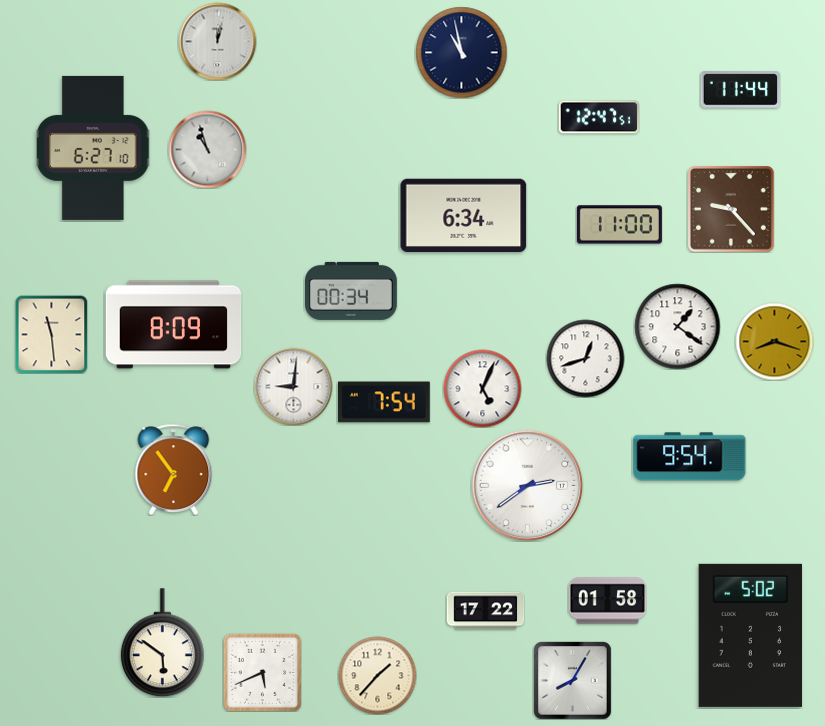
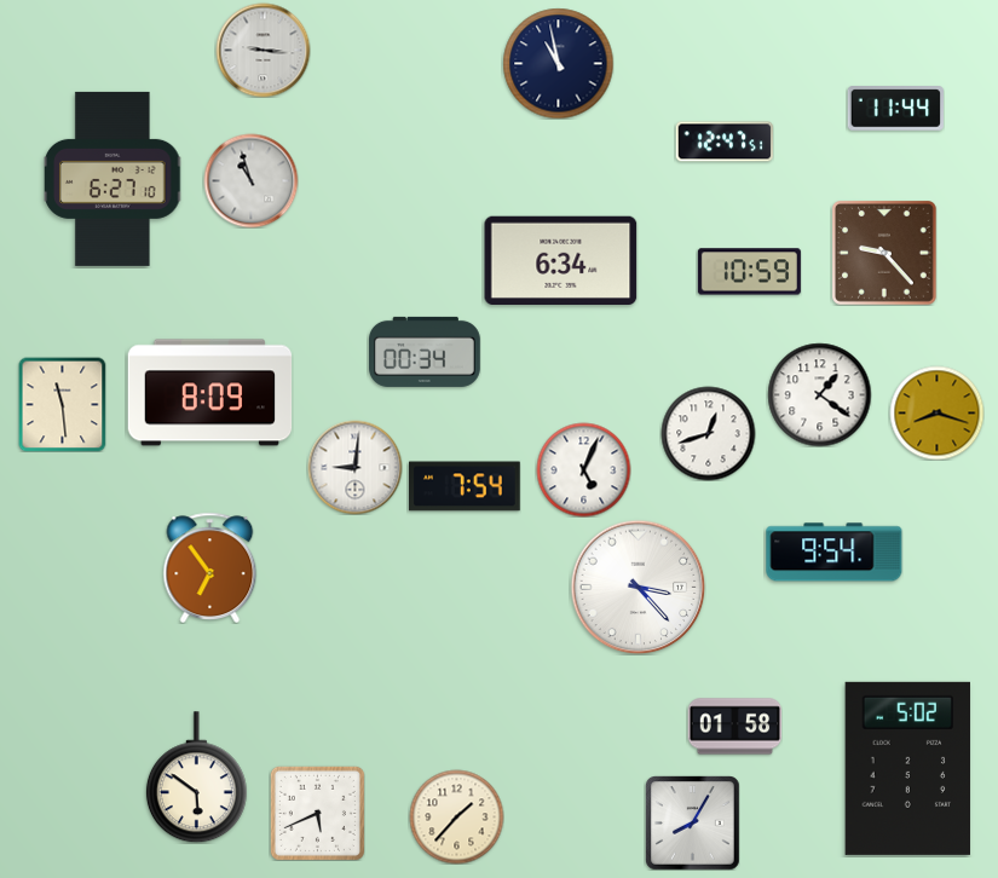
clock at (217, 41): 12:02 -> 9:16
clock at (619, 225): 11:00 -> 10:59
clock at (527, 485): 2:39 -> 3:23
clock at (485, 611): 17:22 -> none
